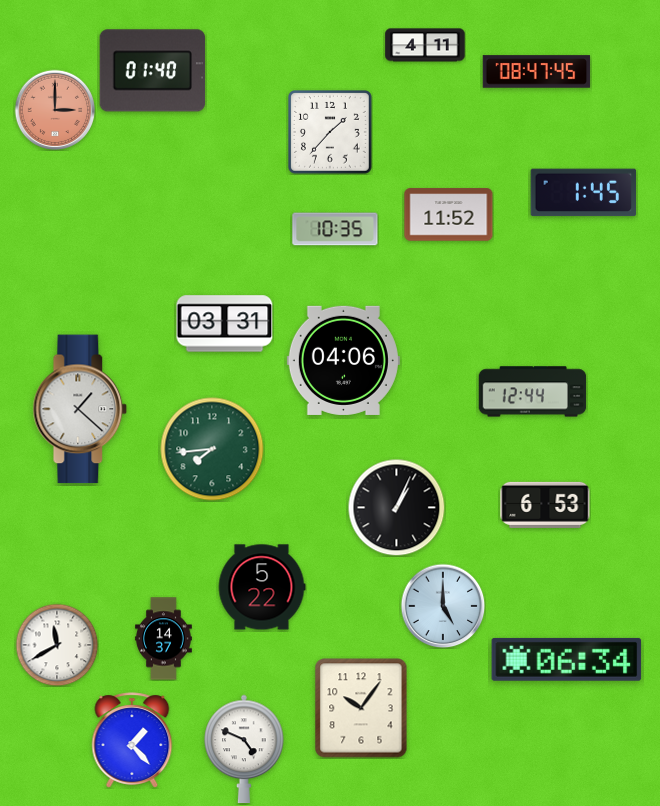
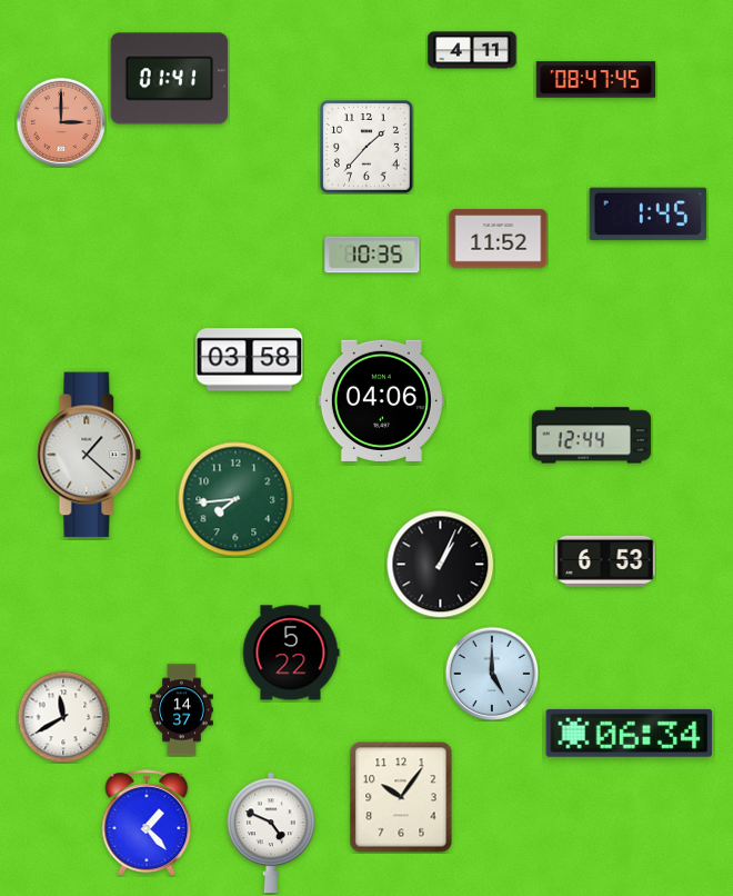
clock at (153, 71): 01:40 -> 01:41
clock at (225, 324): 03:31 -> 03:58
clock at (361, 708) position: (361, 708) -> (401, 797)
